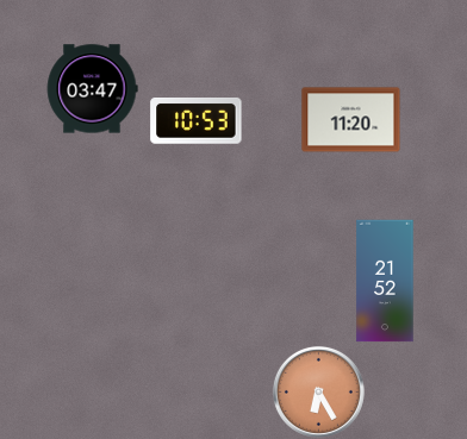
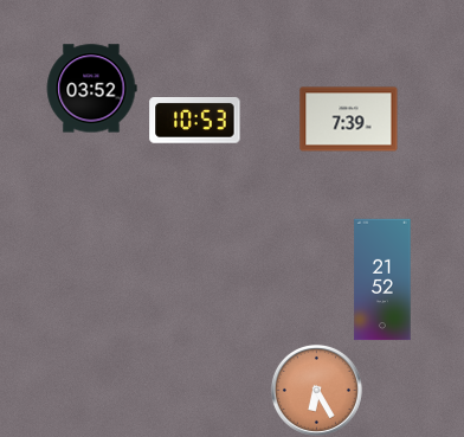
clock at (92, 89): 03:47 -> 03:52
clock at (351, 120): 11:20 -> 7:39
